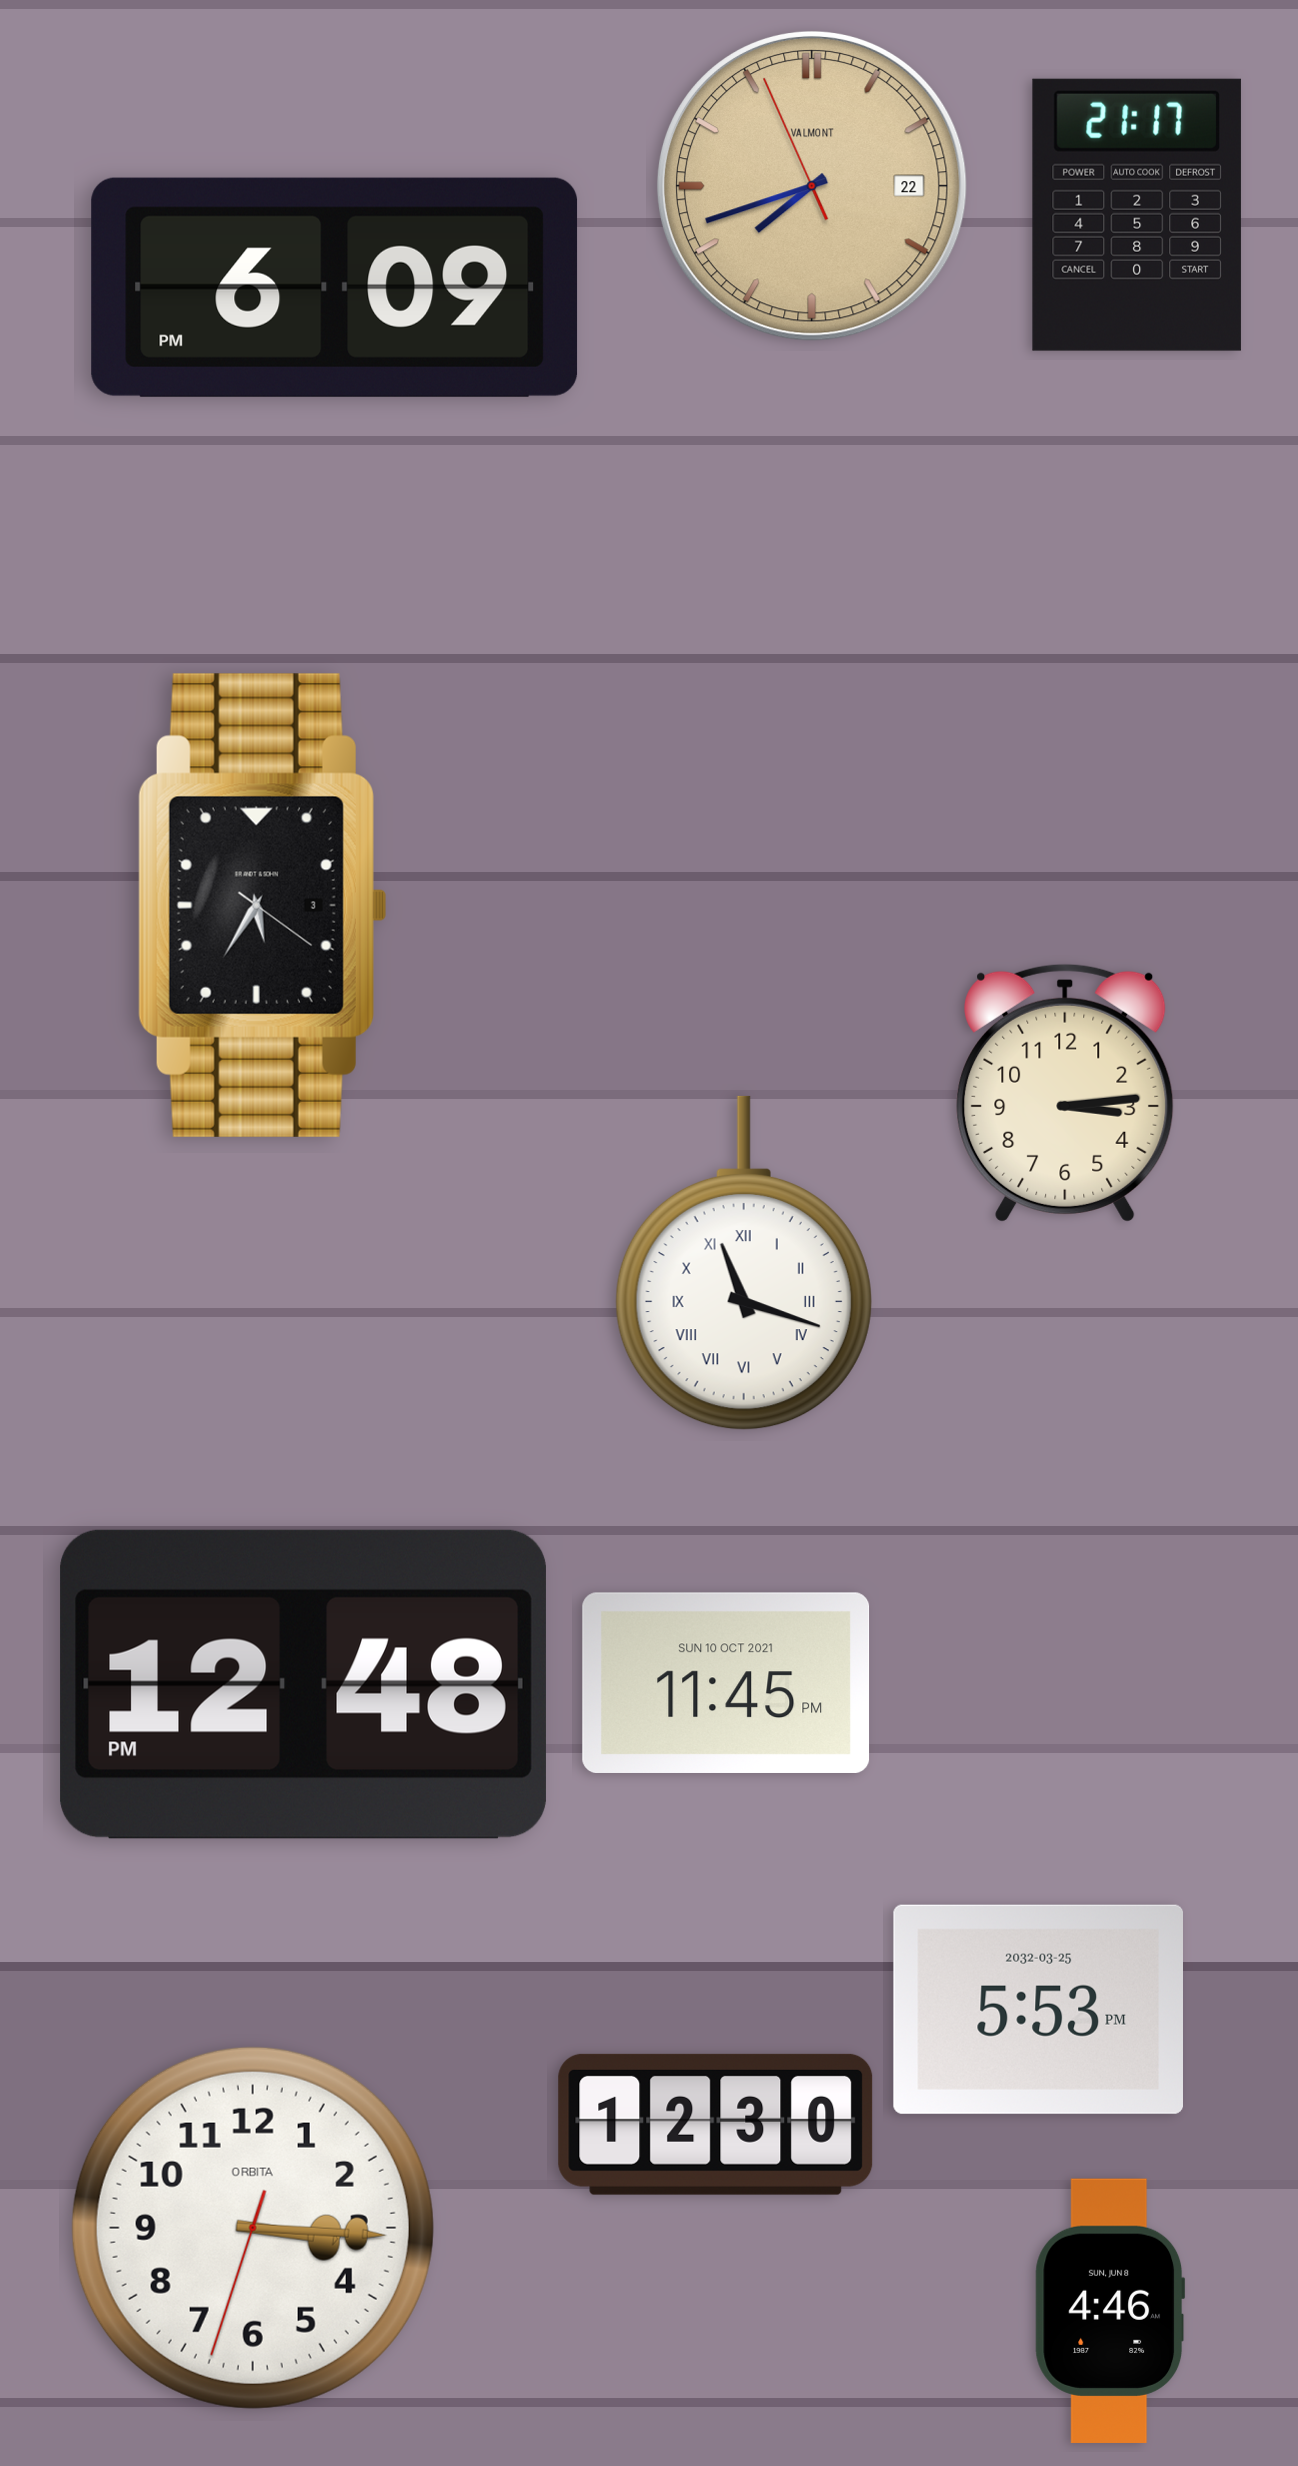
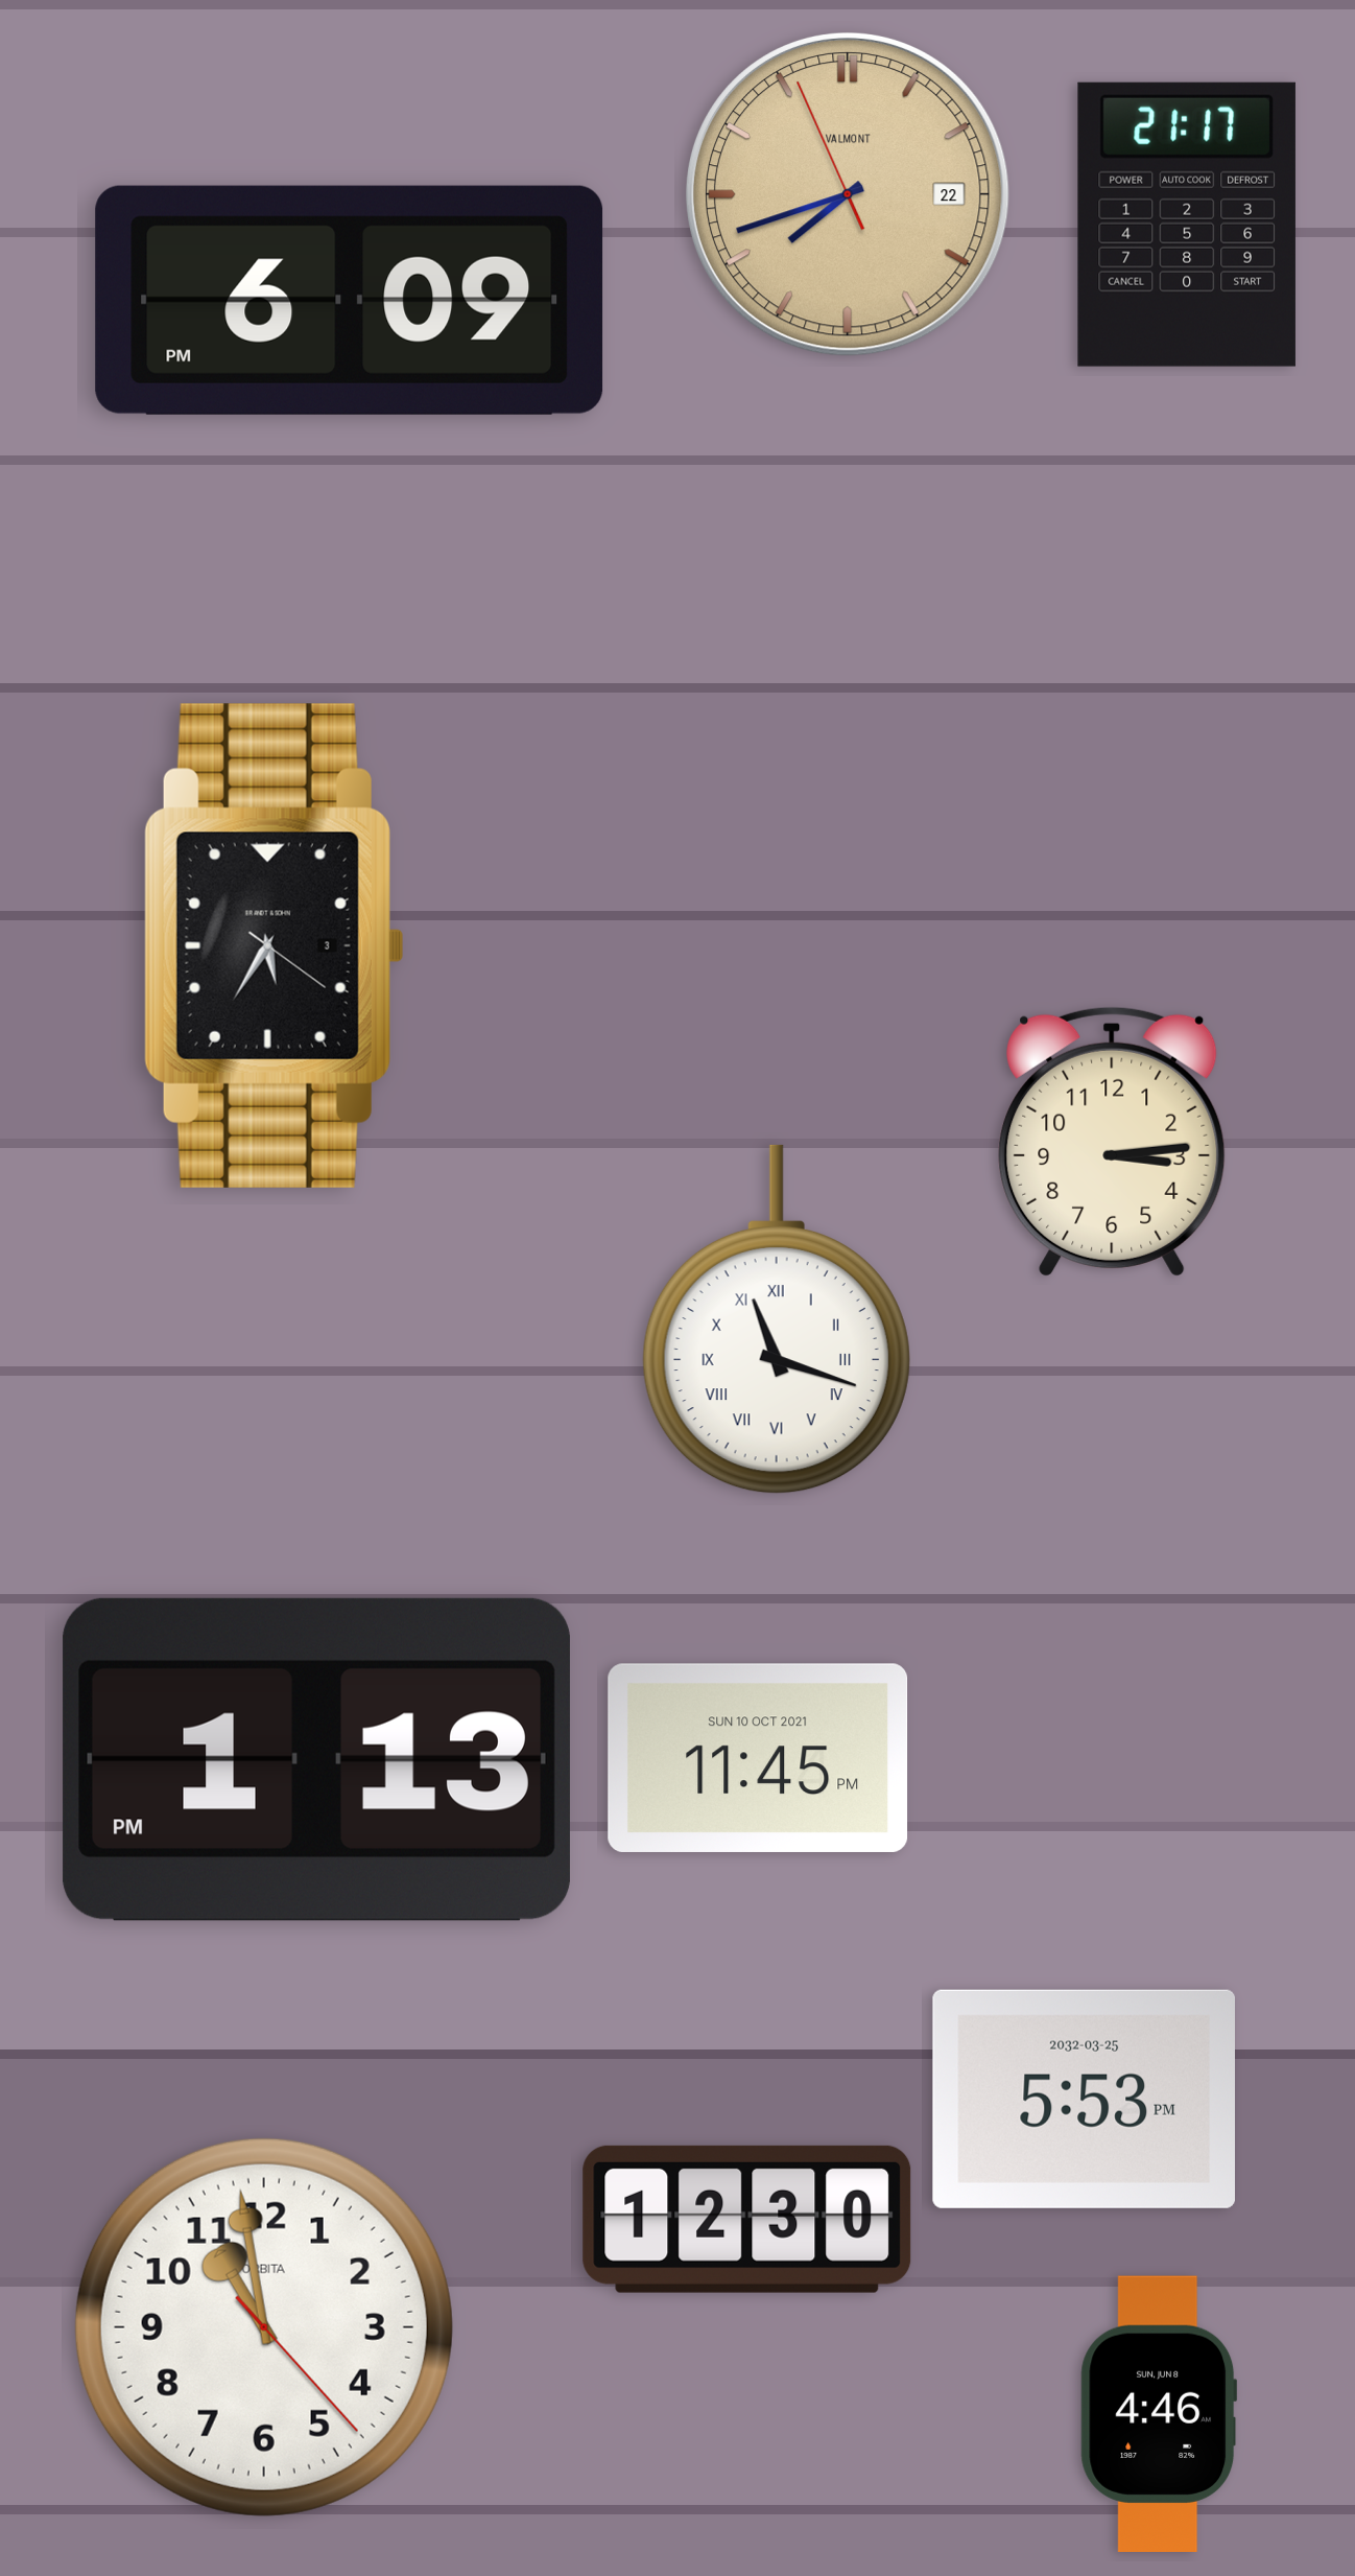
clock at (303, 1684): 12:48 -> 1:13
clock at (253, 2228): 3:15 -> 10:58
